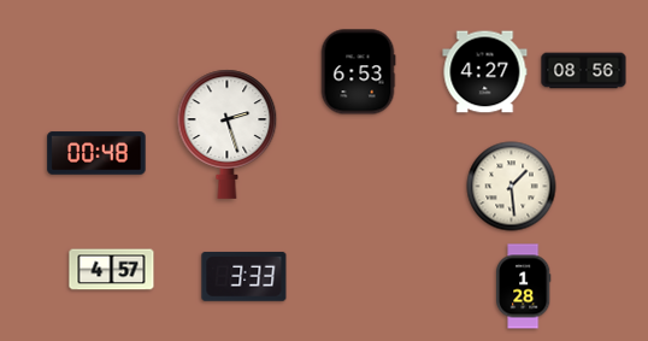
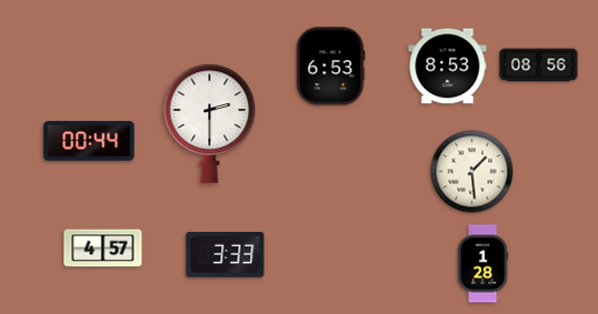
clock at (485, 72): 4:27 -> 8:53
clock at (228, 134): 2:27 -> 2:30
clock at (96, 153): 00:48 -> 00:44
